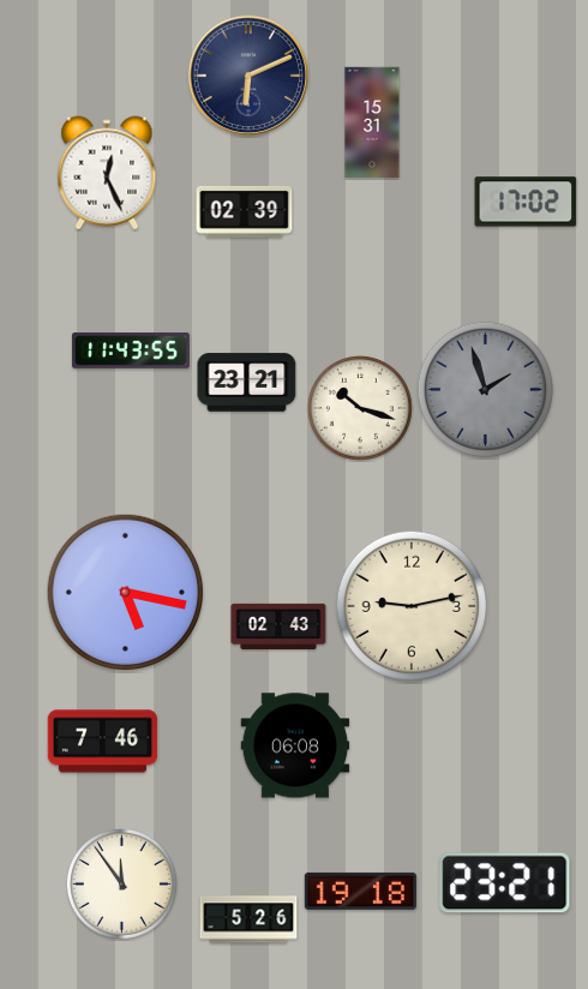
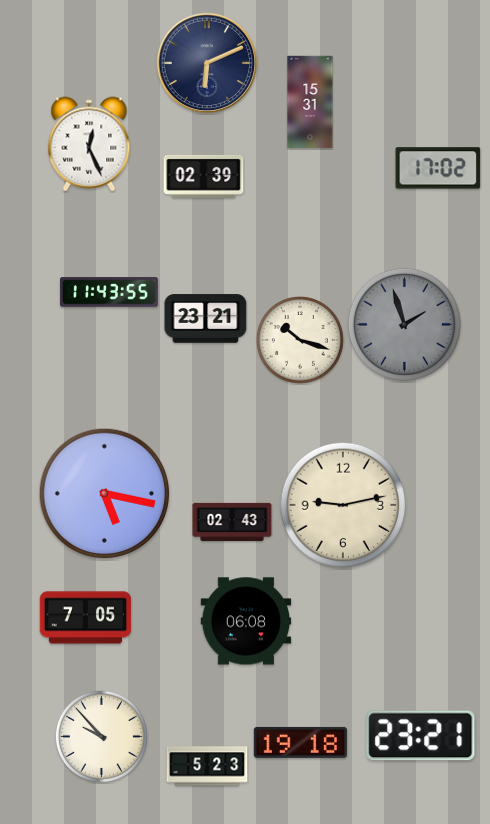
clock at (103, 742): 7:46 -> 7:05
clock at (121, 883): 11:54 -> 9:53
clock at (248, 919): 5:26 -> 5:23
